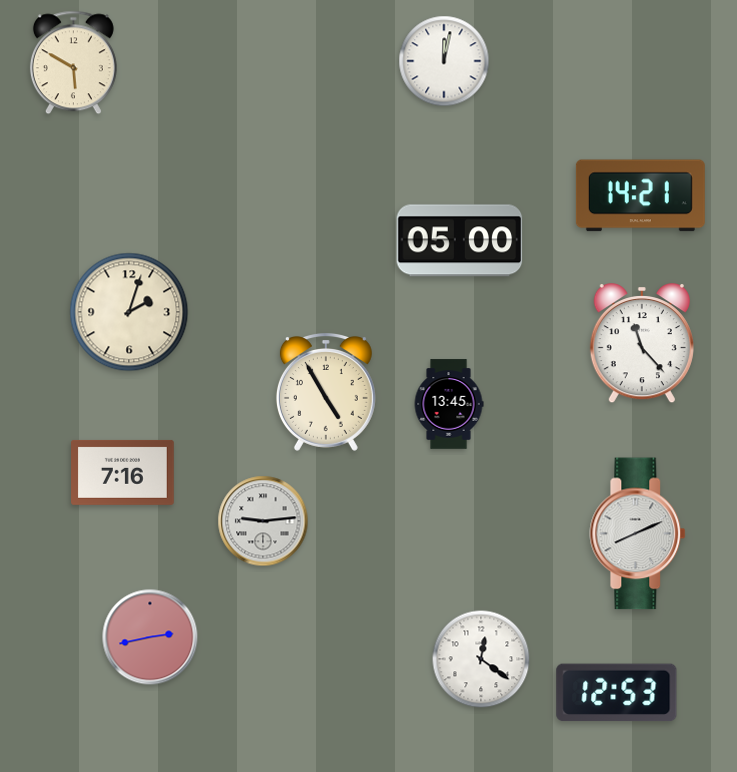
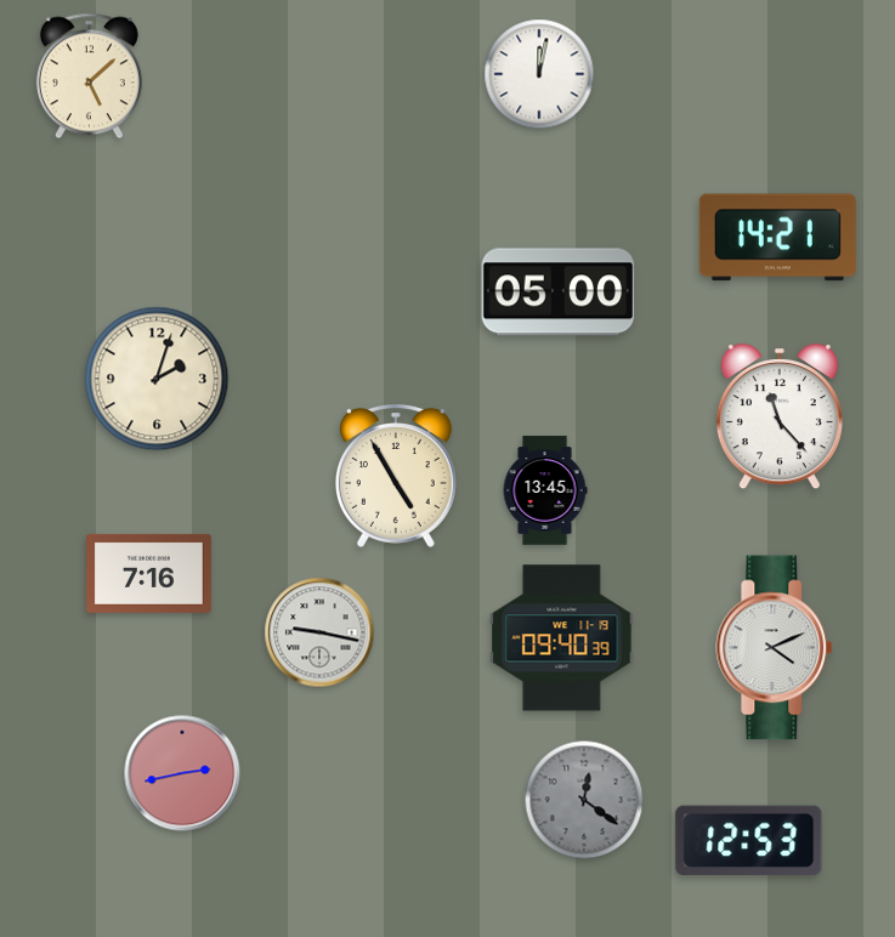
clock at (73, 63): 5:50 -> 5:08
clock at (263, 521): 9:14 -> 9:17
clock at (562, 638): none -> 09:40
clock at (638, 534): 8:11 -> 4:11
clock at (481, 659) dial: white -> grey
